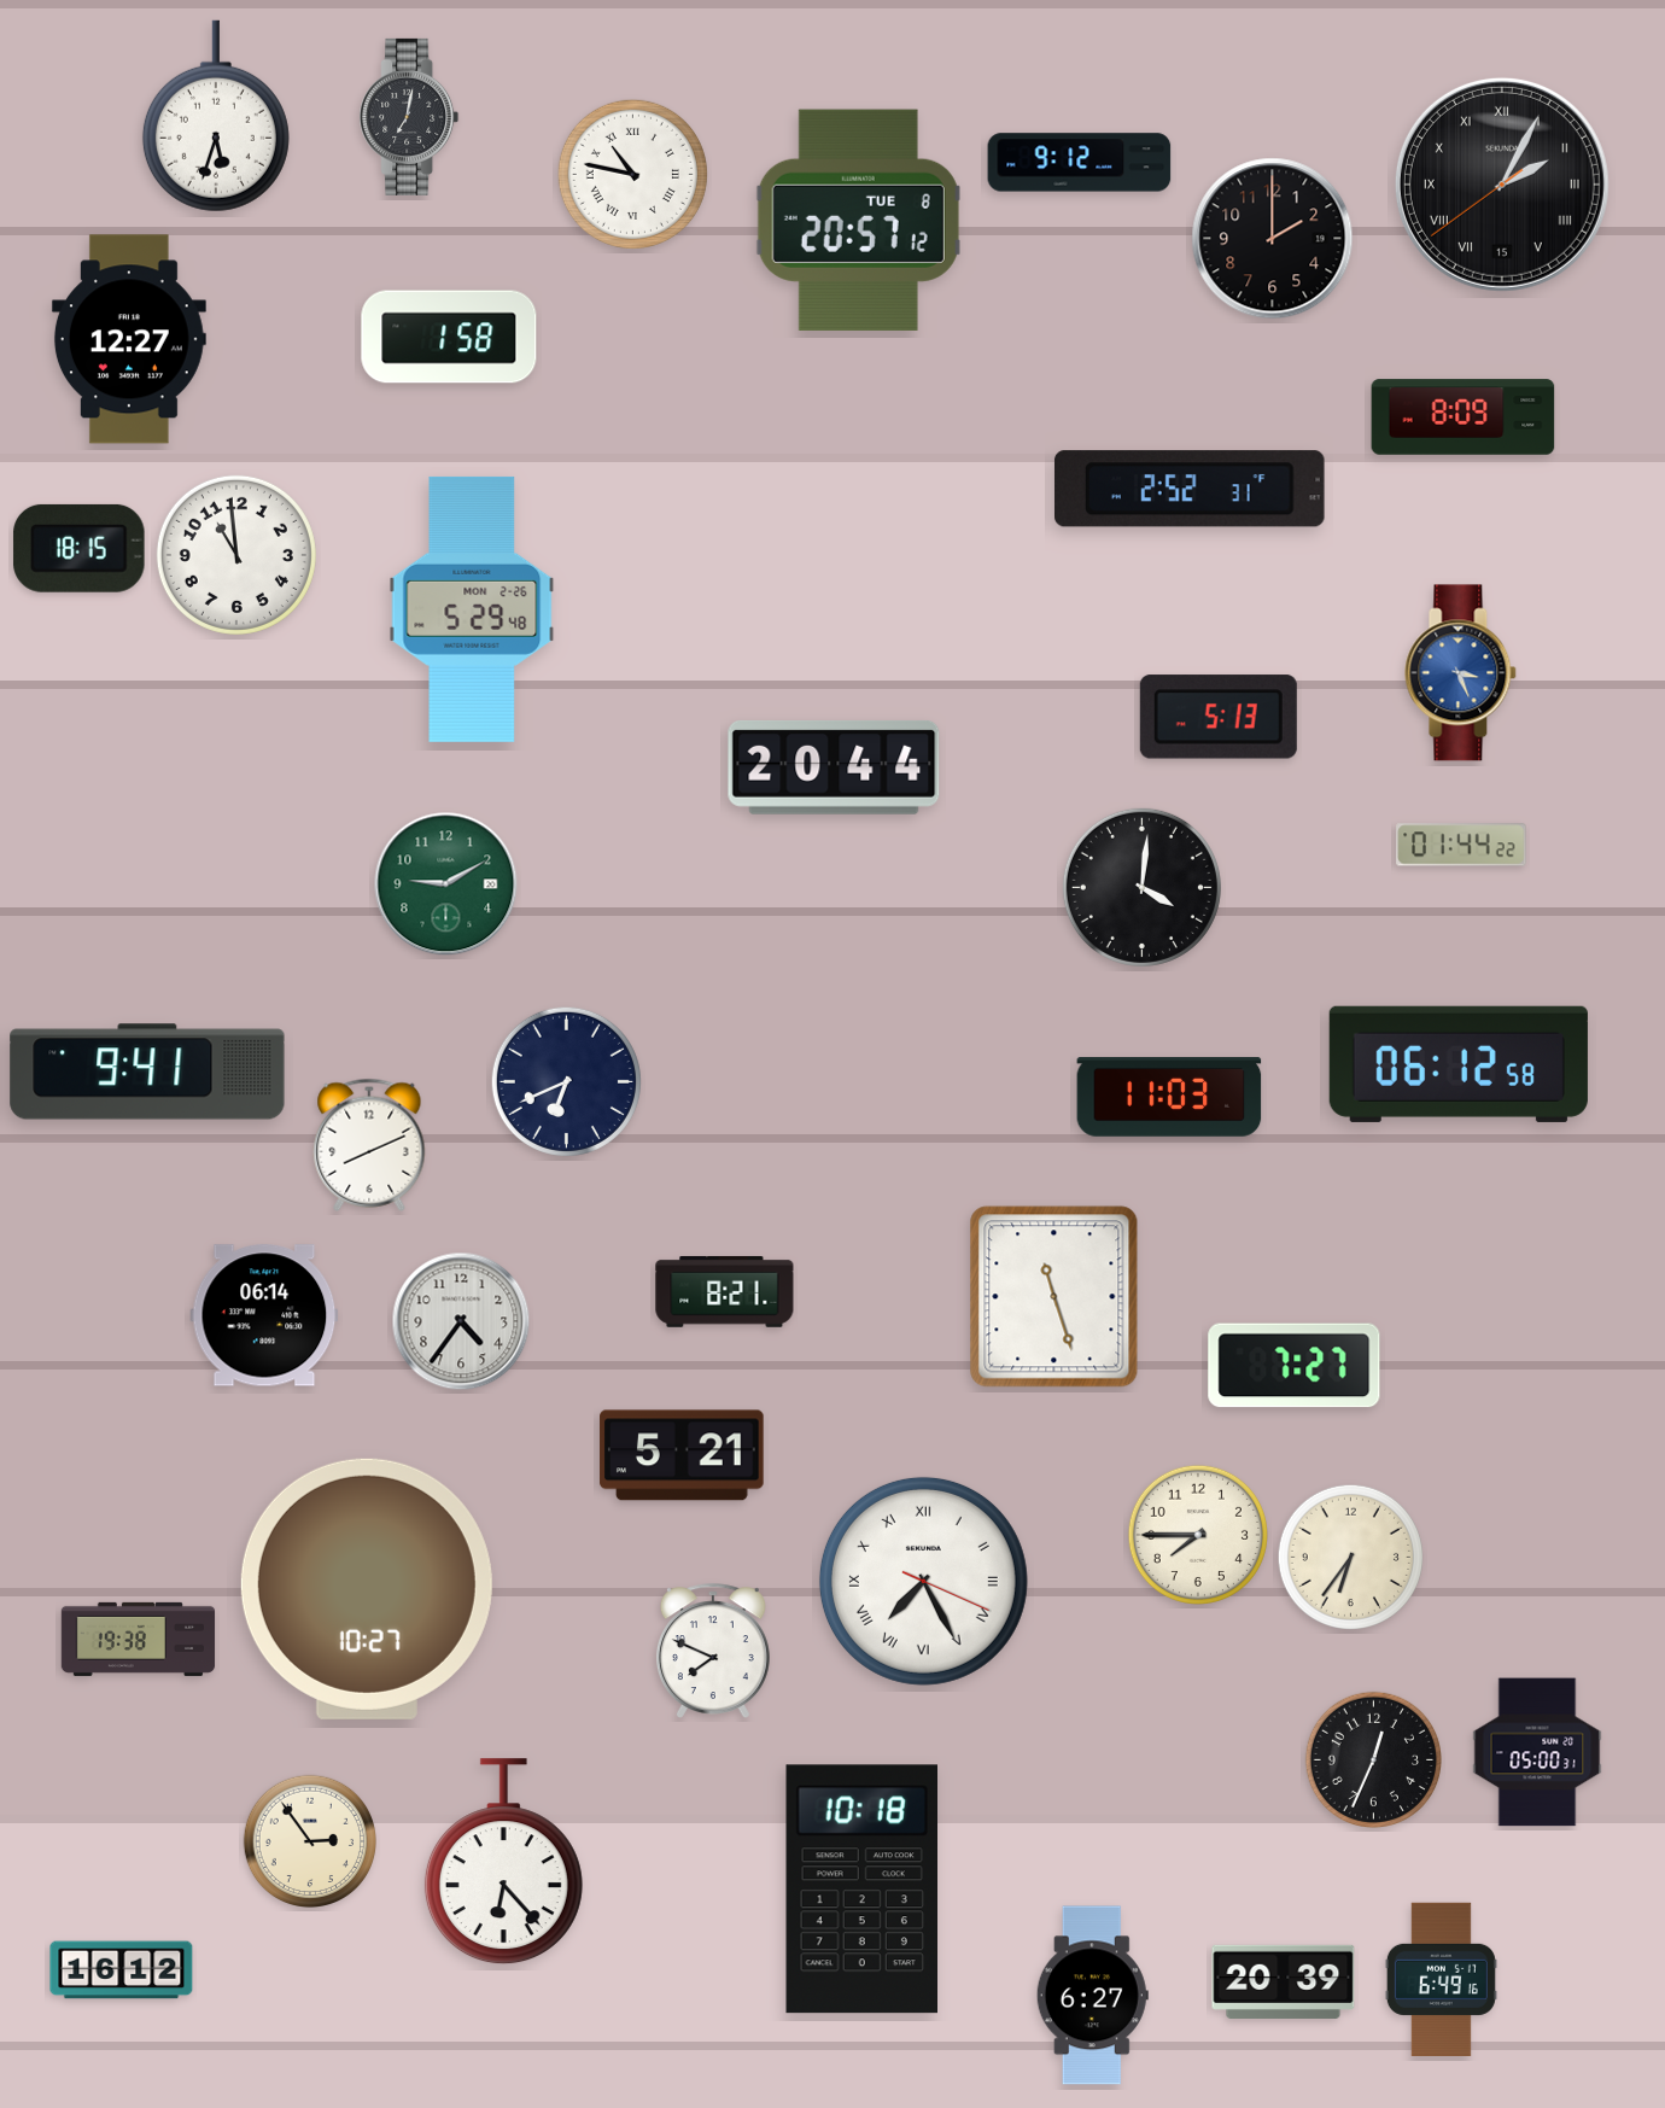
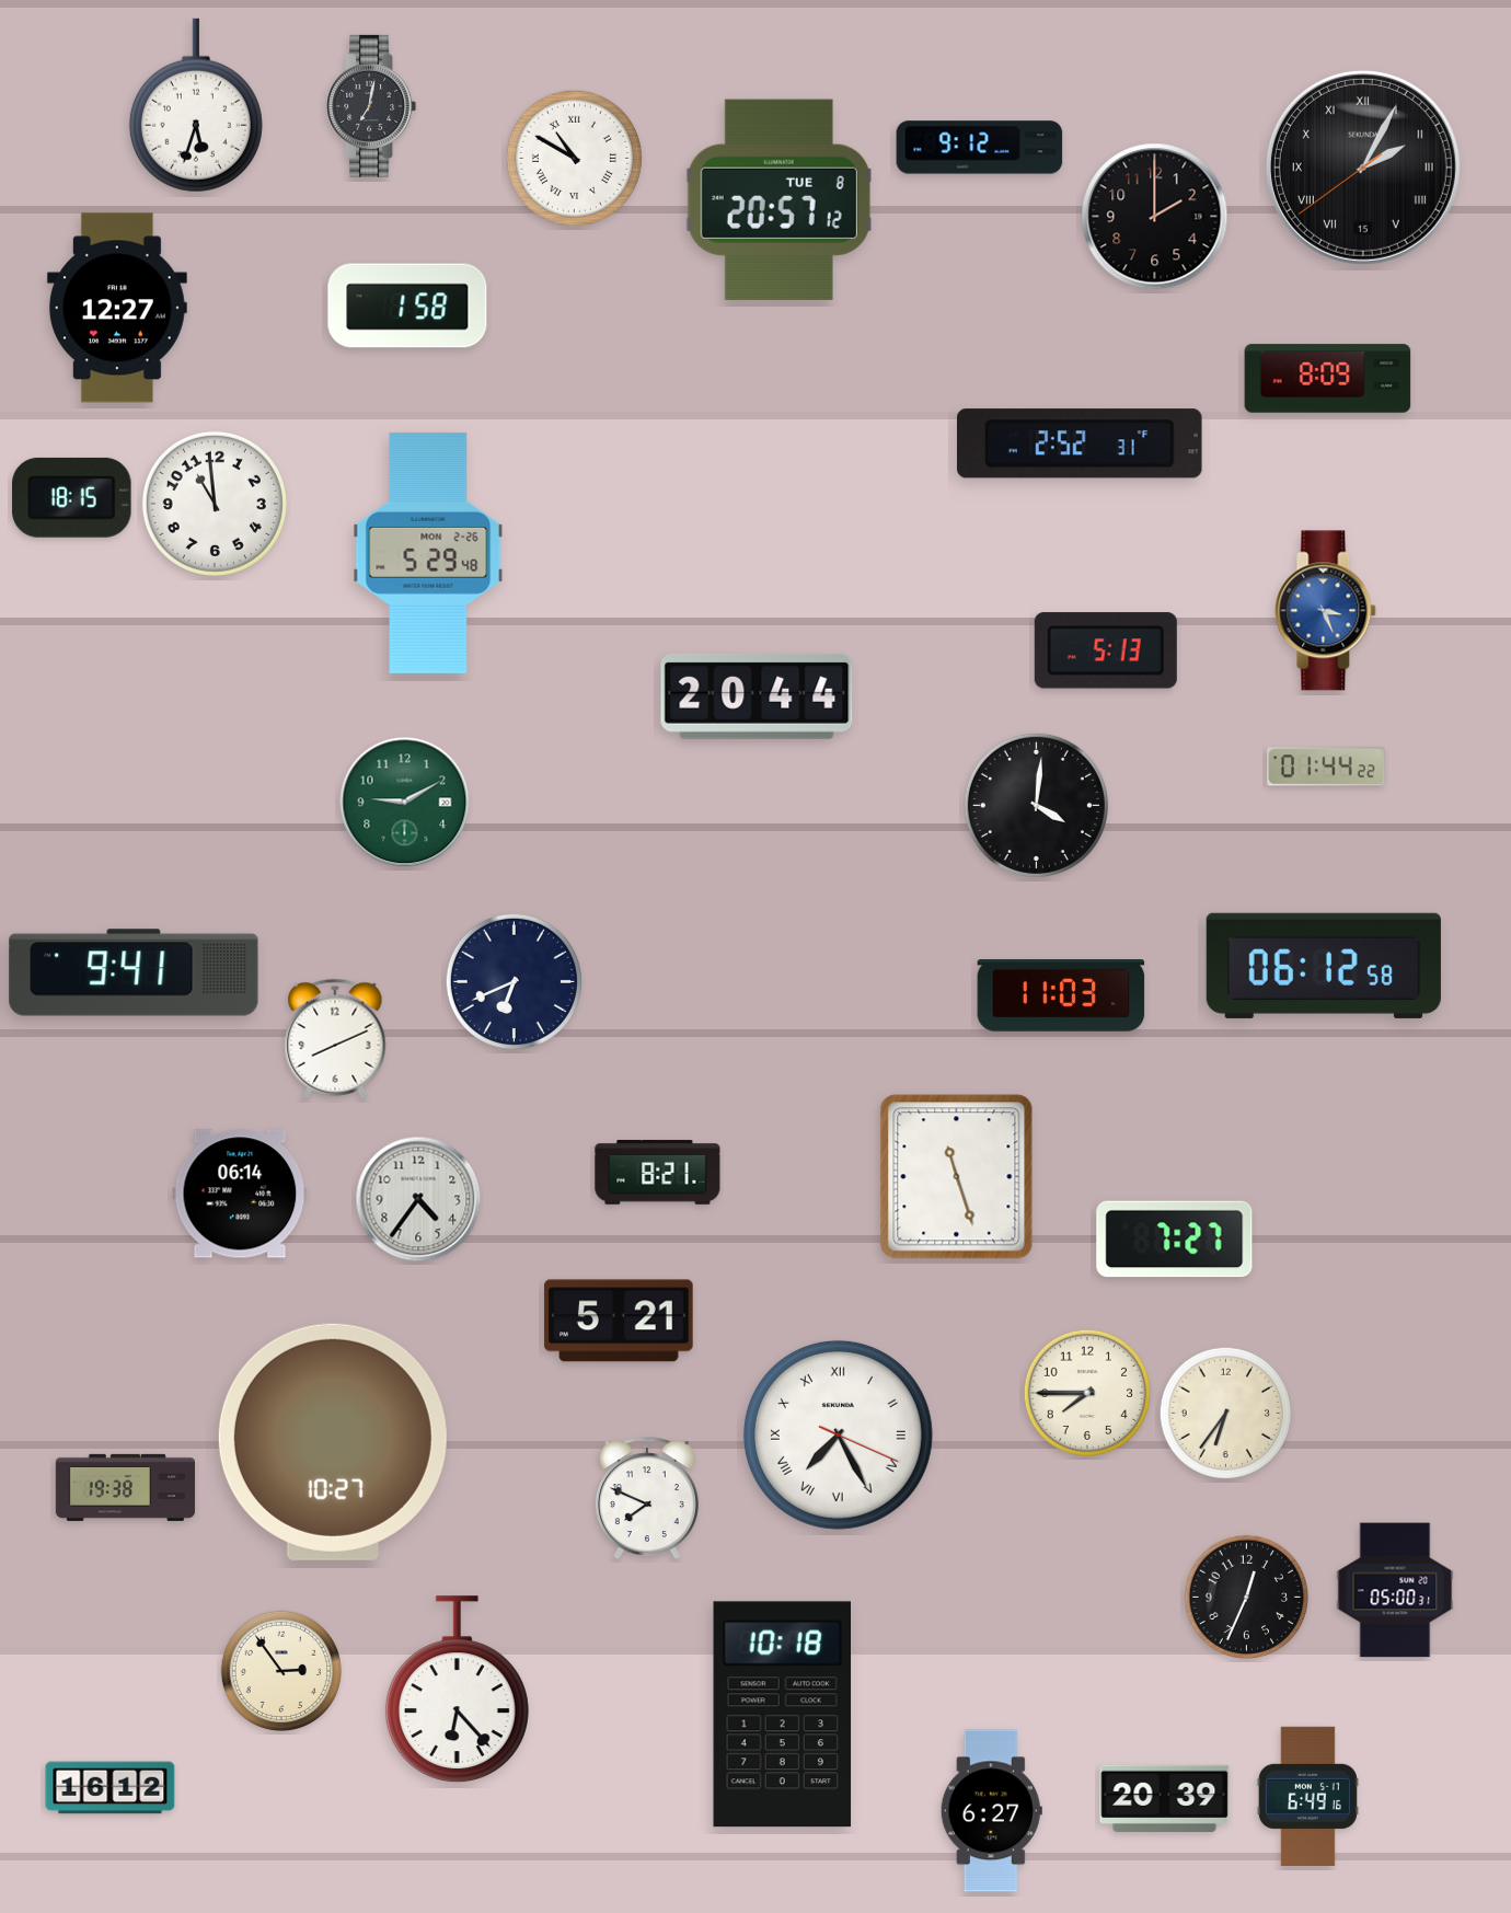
clock at (632, 174): 10:47 -> 10:50
